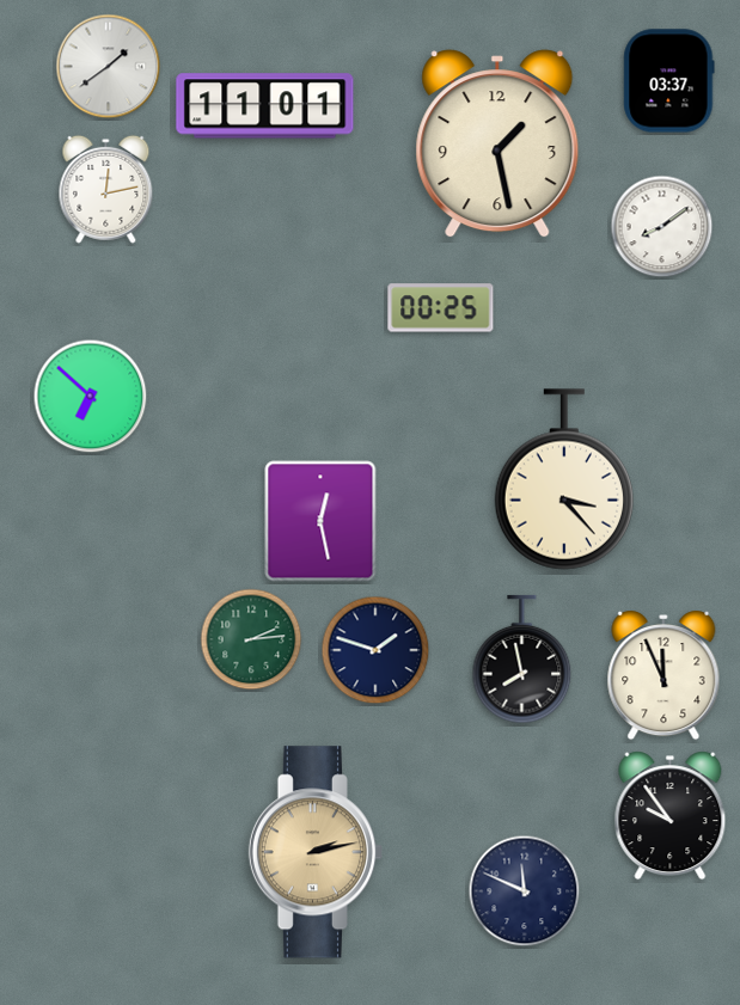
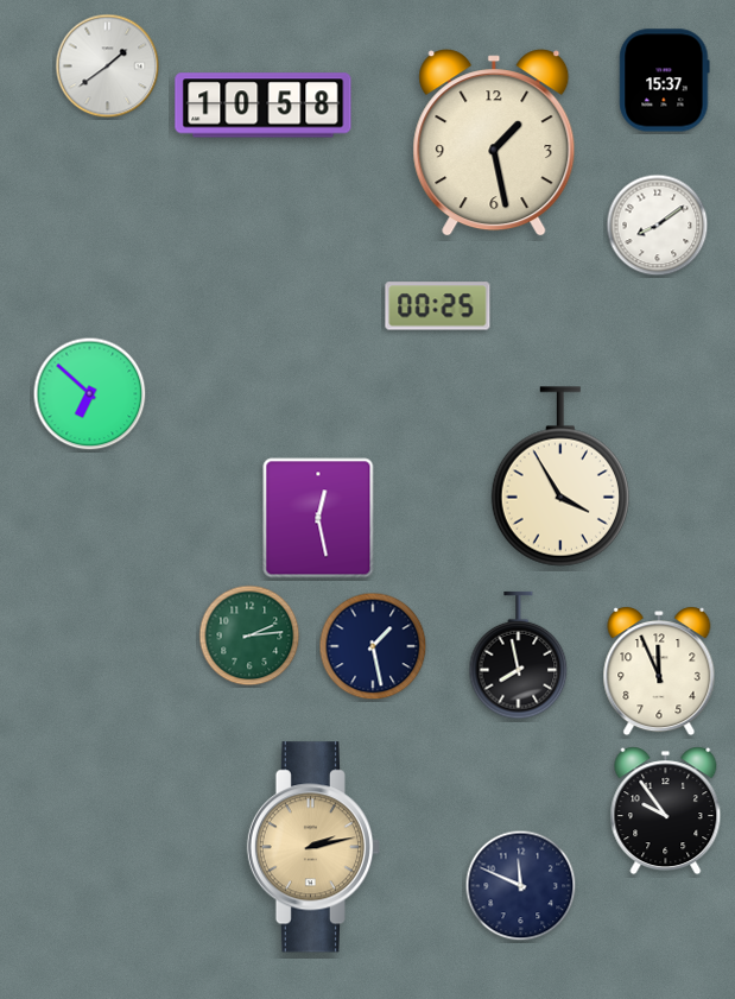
clock at (669, 81): 03:37 -> 15:37
clock at (265, 106): 11:01 -> 10:58
clock at (106, 189): 12:13 -> none
clock at (564, 479): 3:23 -> 3:55
clock at (375, 650): 1:48 -> 1:28
